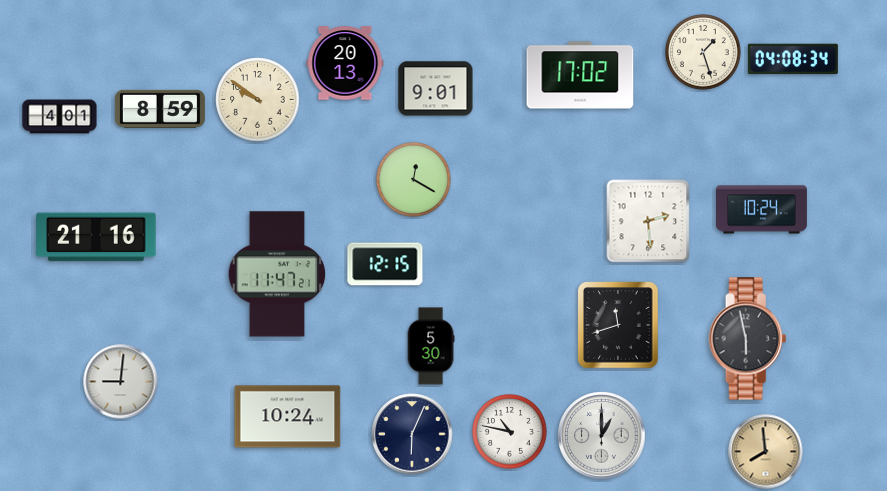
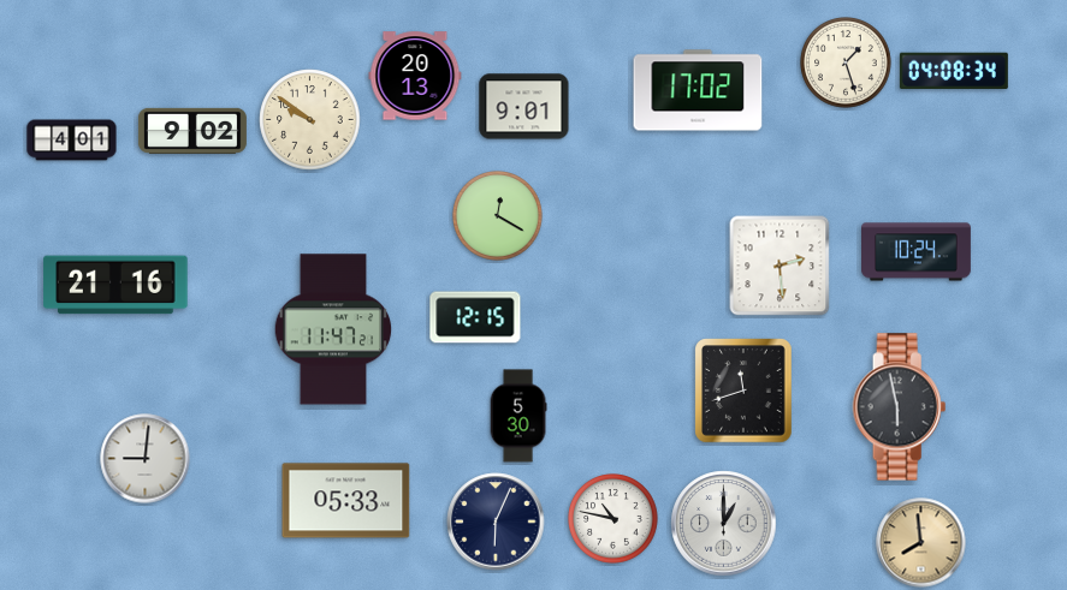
clock at (160, 109): 8:59 -> 9:02
clock at (385, 264) position: (385, 264) -> (475, 317)
clock at (288, 417): 10:24 -> 05:33
